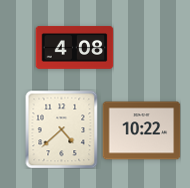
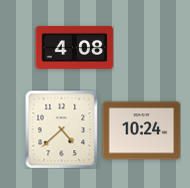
clock at (141, 131): 10:22 -> 10:24
